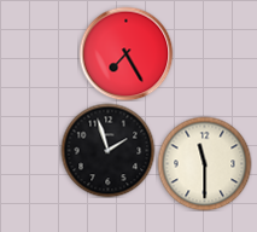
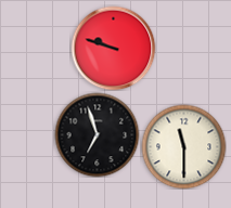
clock at (125, 53): 7:25 -> 9:48
clock at (107, 150): 1:57 -> 6:57
